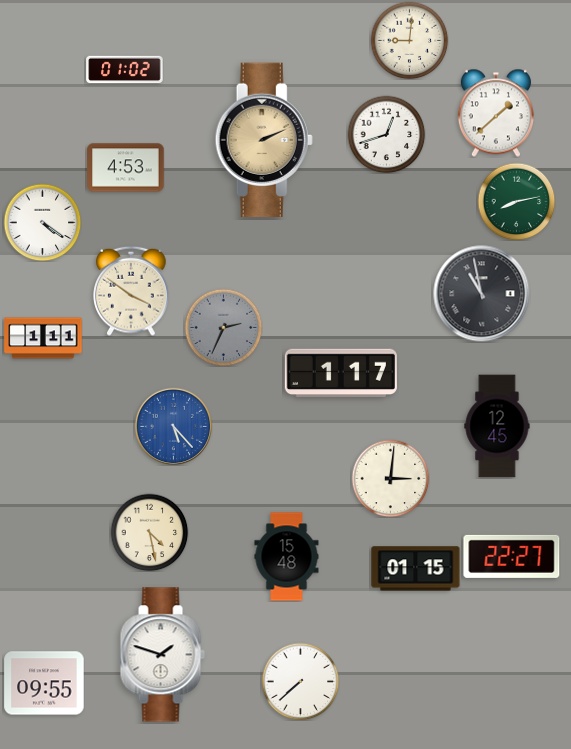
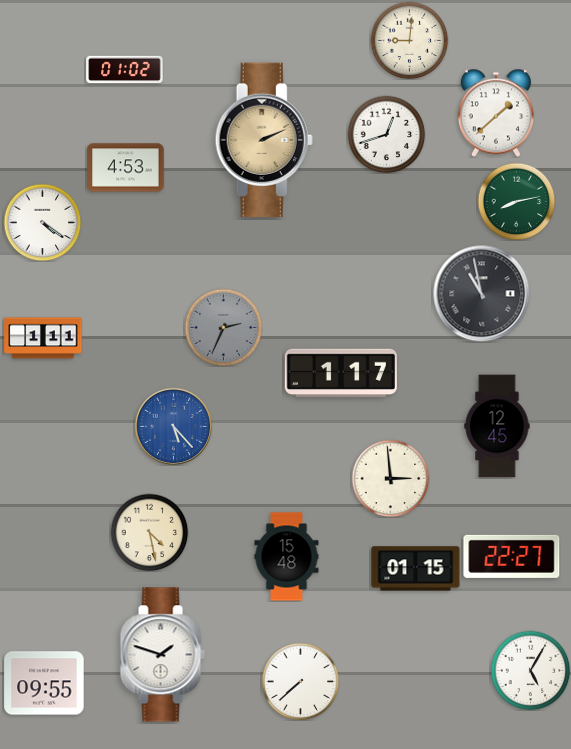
clock at (131, 291): 3:51 -> none
clock at (390, 478): 3:01 -> 2:59
clock at (530, 670): none -> 5:05
